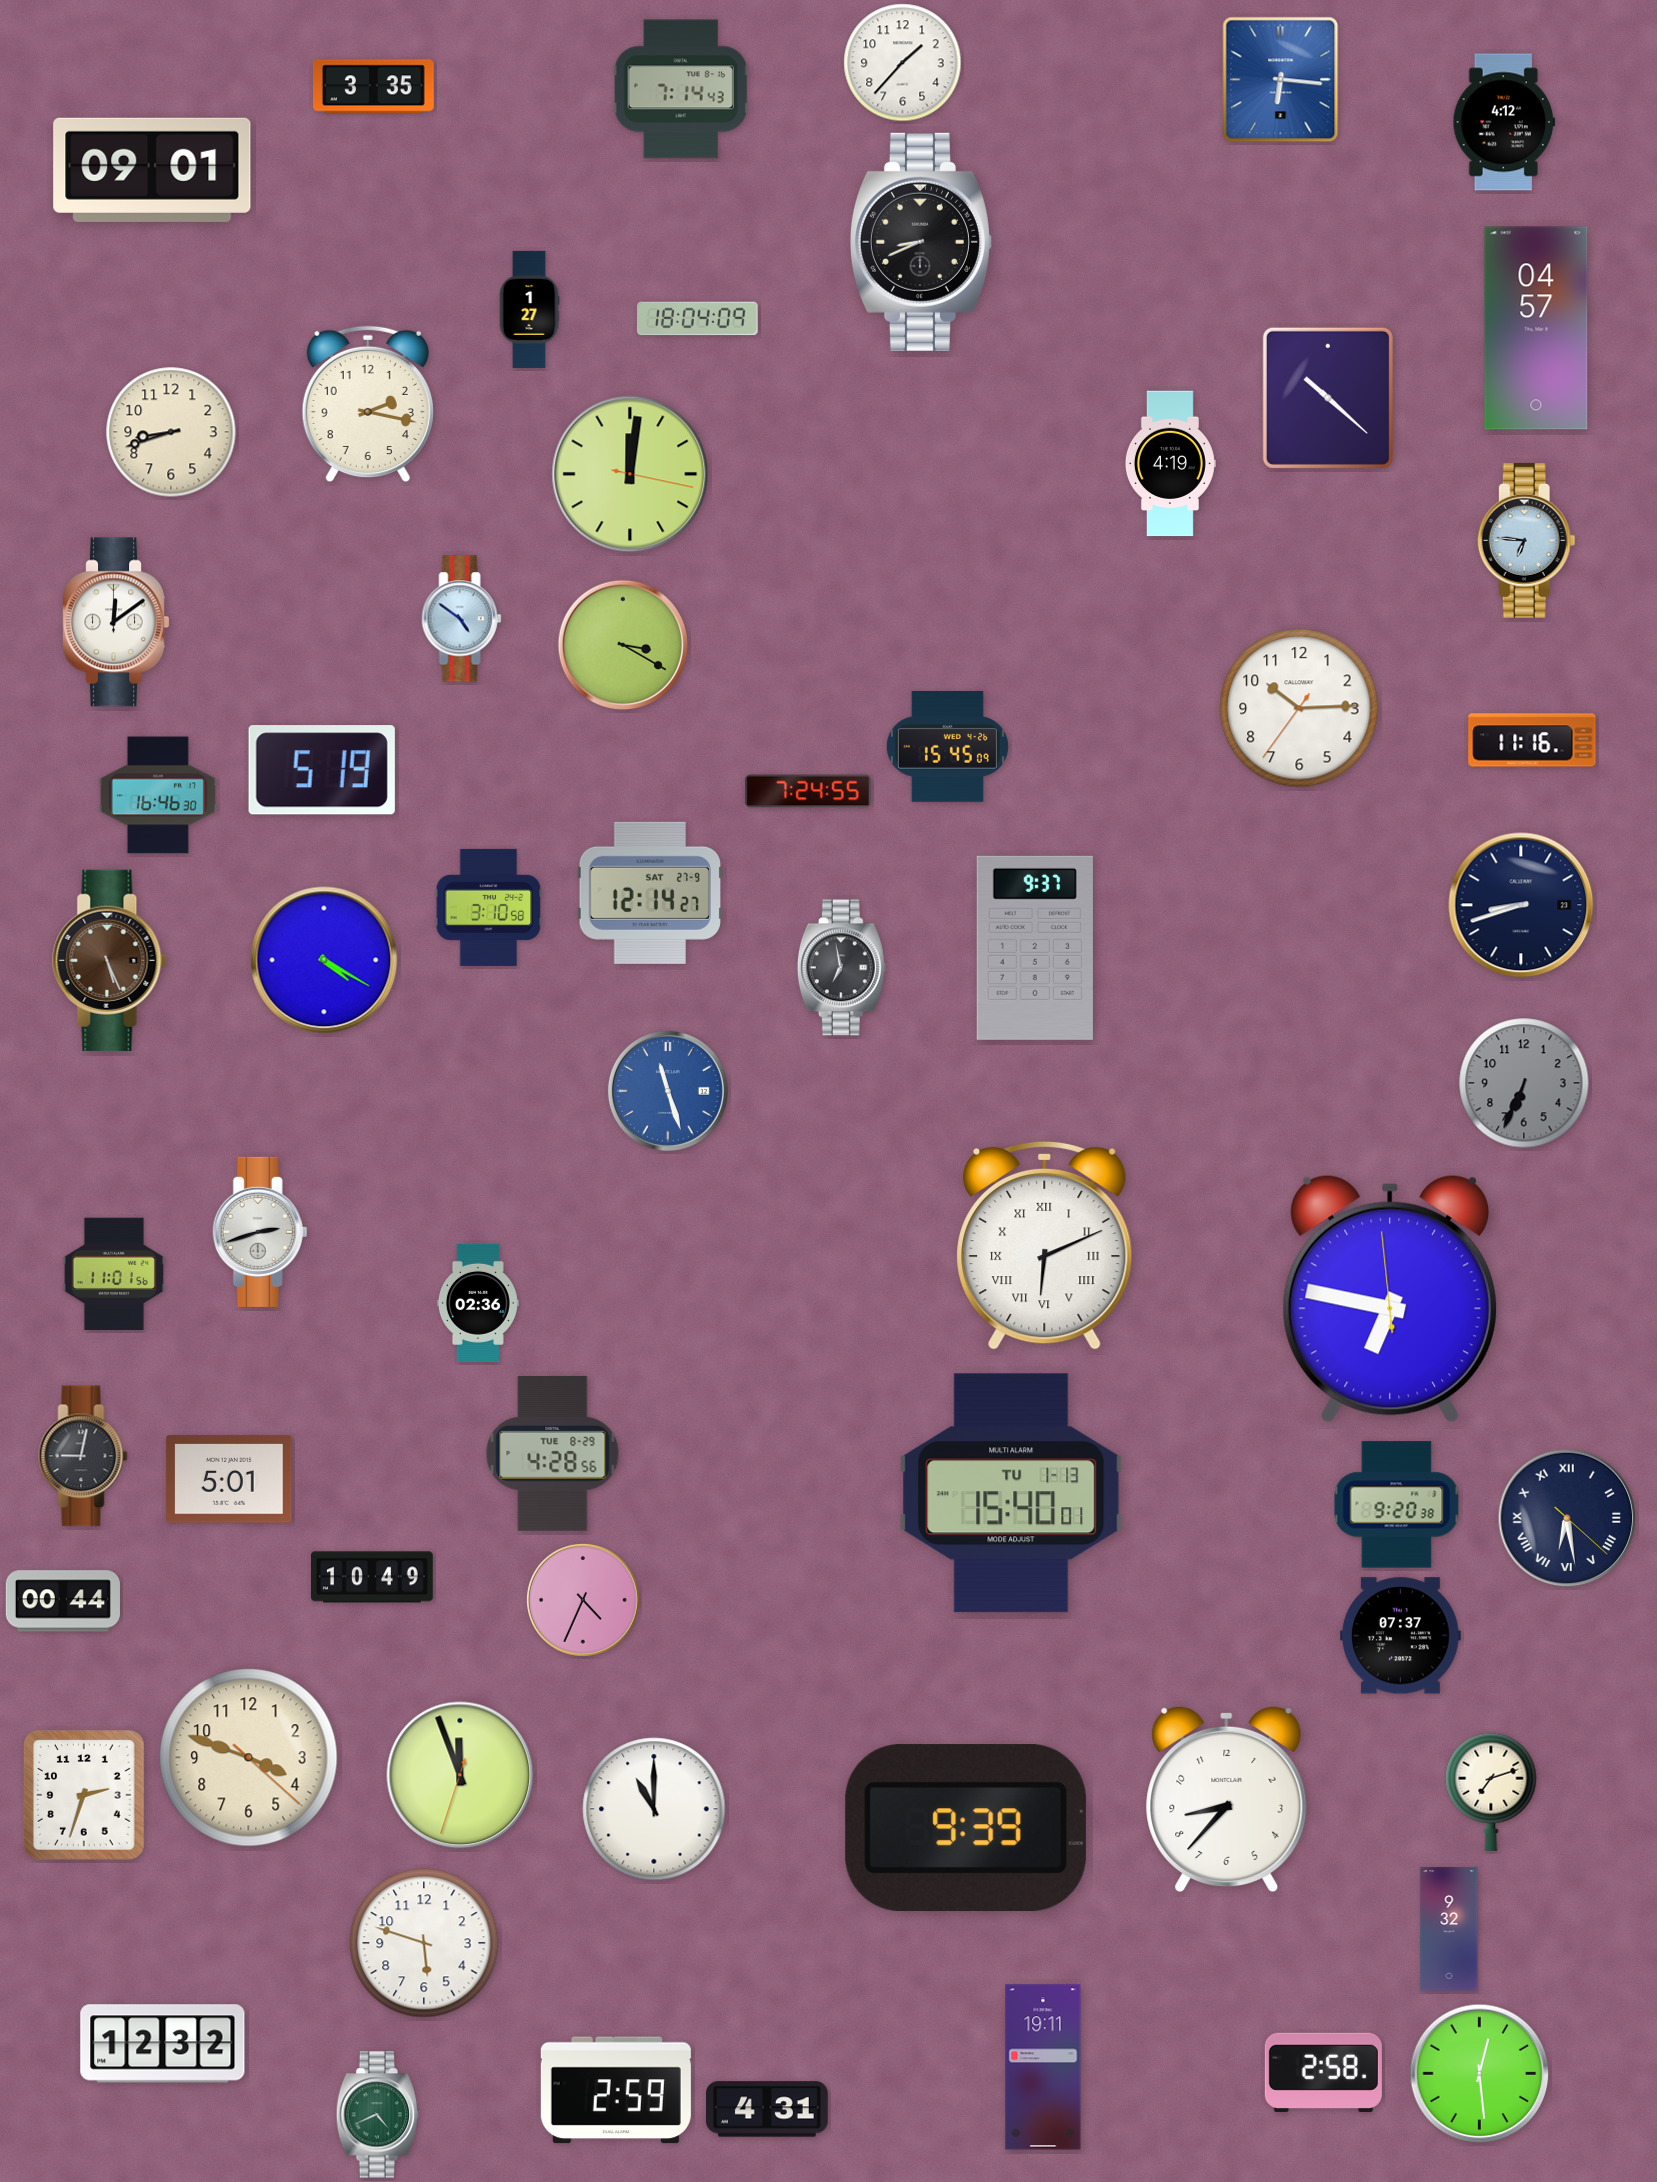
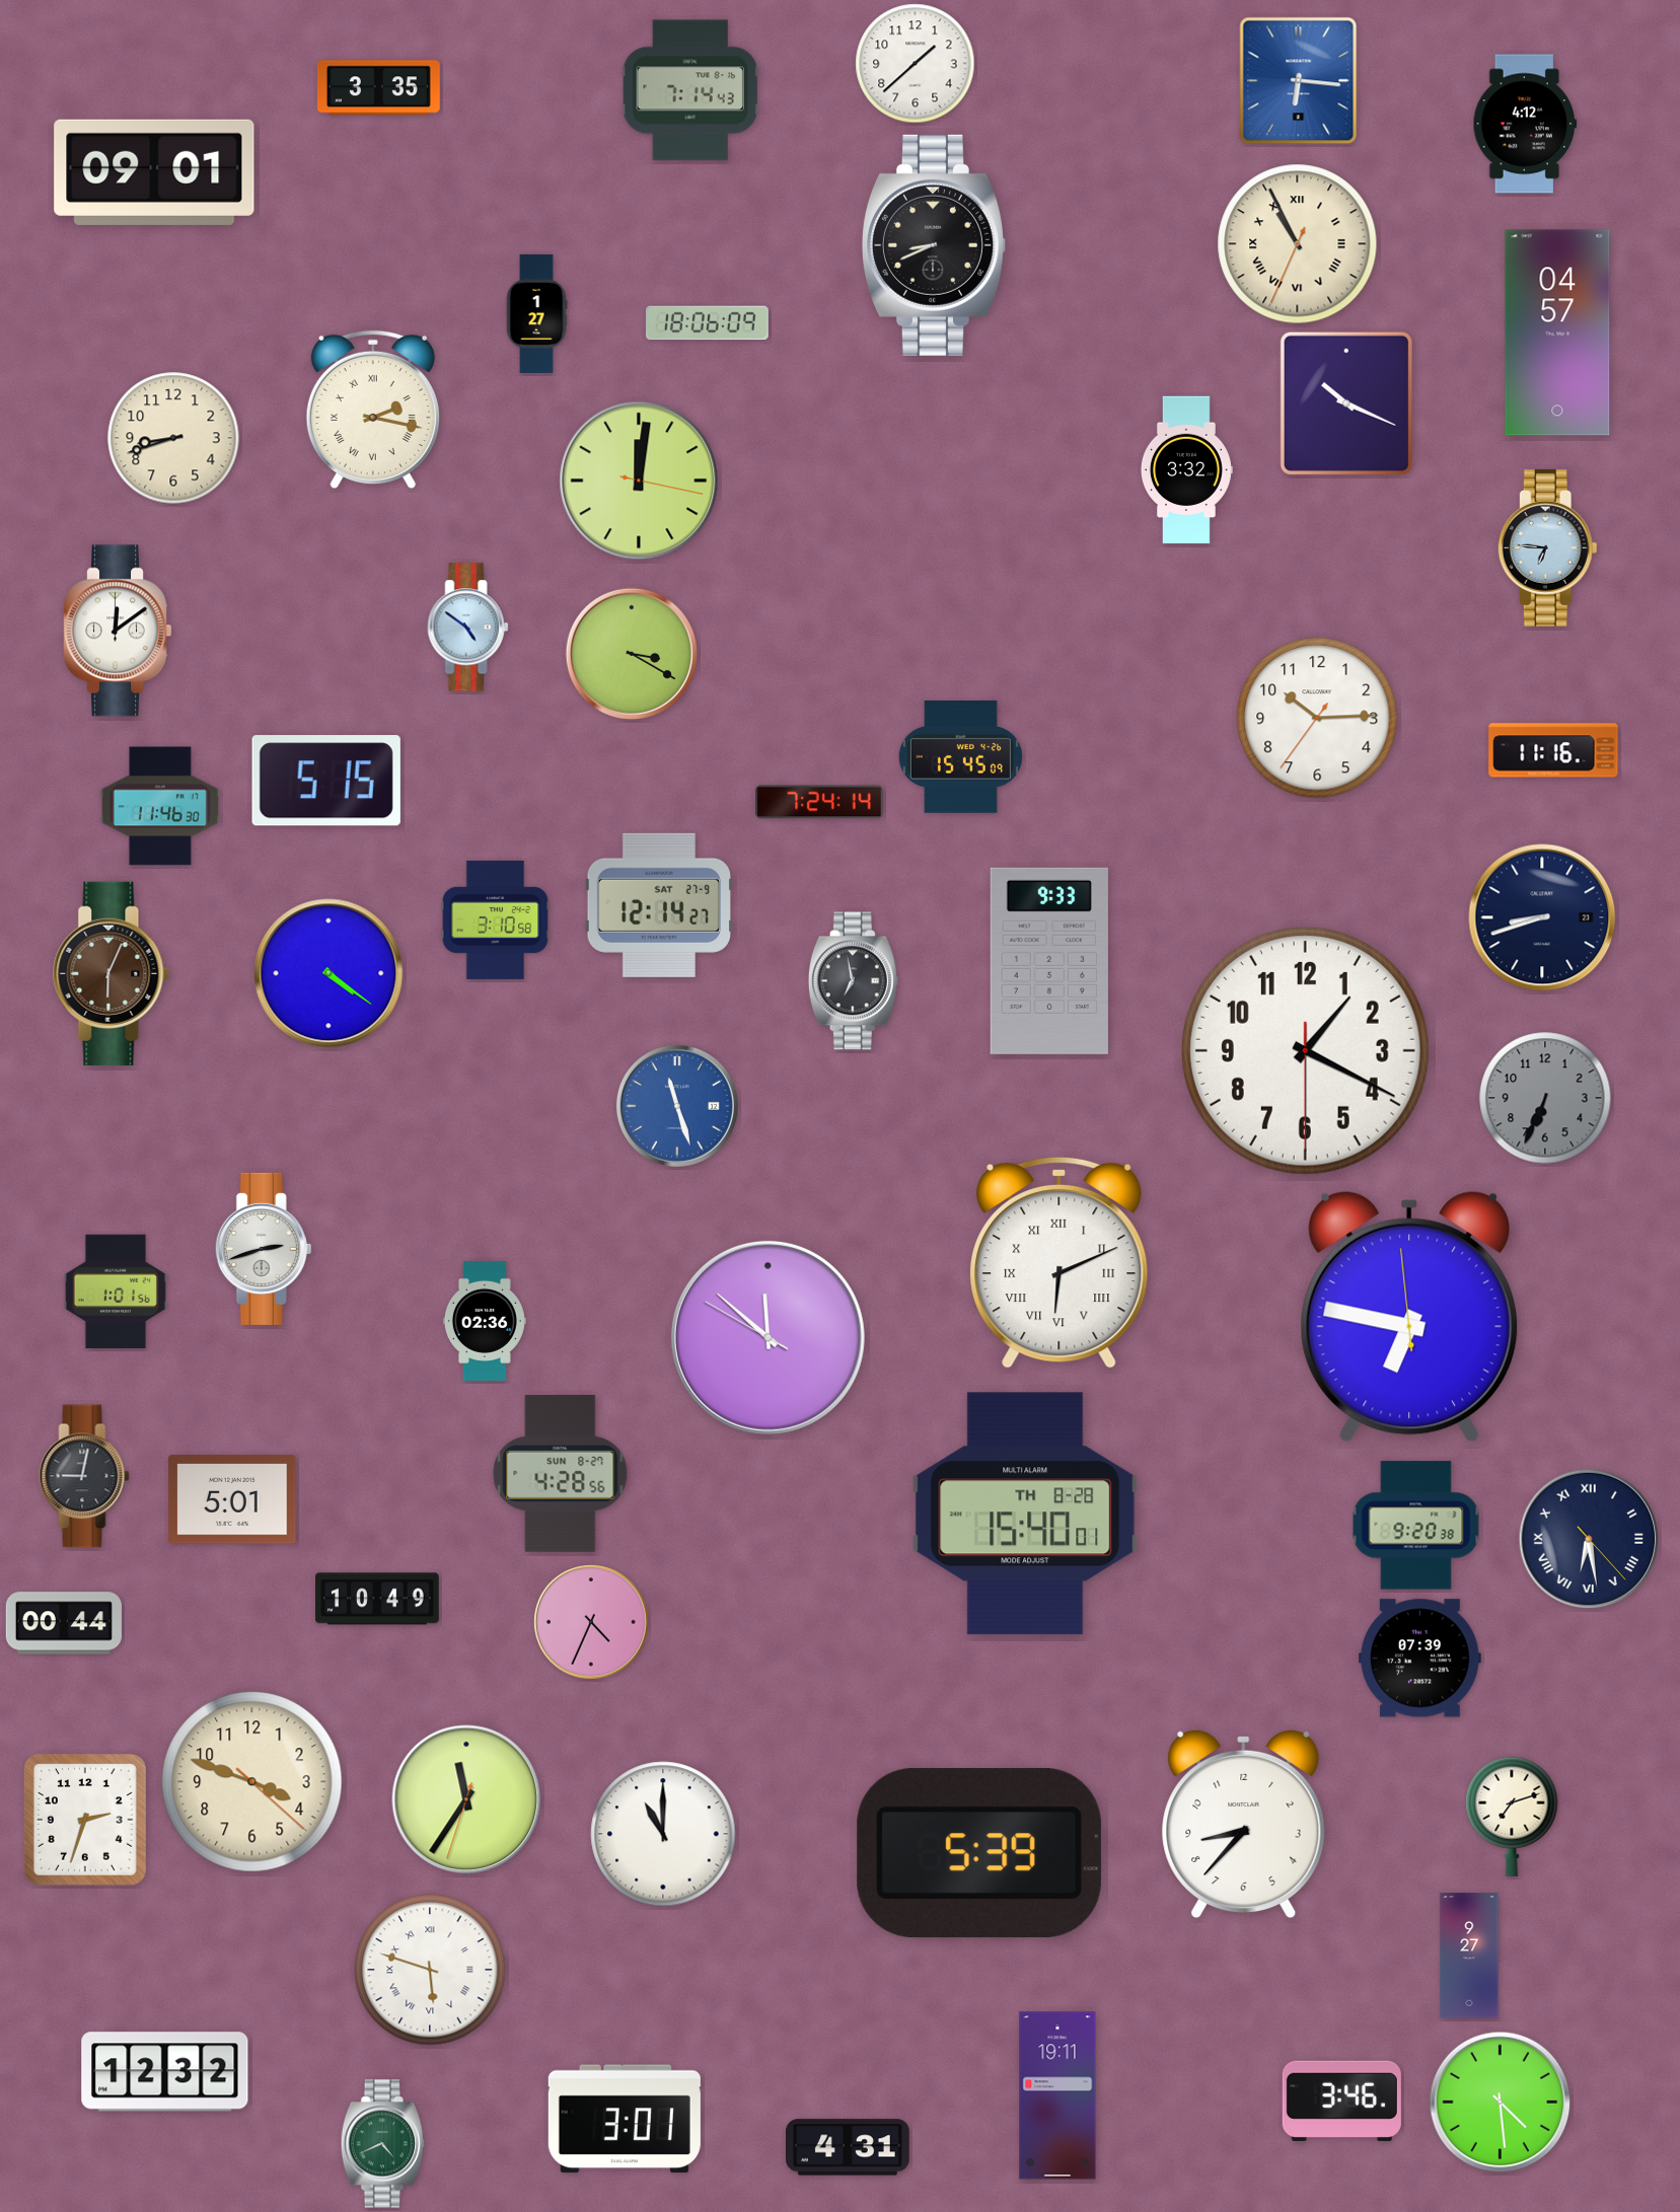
clock at (903, 63): 1:37 -> 1:38
clock at (1298, 244): none -> 10:55
clock at (697, 319): 18:04 -> 18:06
clock at (1328, 398): 10:22 -> 10:19
clock at (368, 404) numerals: Arabic -> Roman
clock at (1170, 464): 4:19 -> 3:32
clock at (322, 770): 5:19 -> 5:15
clock at (808, 791): 7:24:55 -> 7:24:14
clock at (158, 795): 16:46 -> 11:46
clock at (1035, 948): 9:37 -> 9:33
clock at (110, 960): 5:26 -> 6:04
clock at (324, 960): 4:20 -> 4:21
clock at (1305, 1050): none -> 1:19
clock at (114, 1274): 11:01 -> 1:01
clock at (768, 1337): none -> 11:51
clock at (553, 1453) date: TUE 8-29 -> SUN 8-27
clock at (1011, 1493) date: TU 1-13 -> TH 8-28
clock at (1567, 1518): 6:28:22 -> 6:28:23
clock at (1400, 1636): 07:37 -> 07:39
clock at (460, 1775): 11:56 -> 11:35
clock at (966, 1828): 9:39 -> 5:39
clock at (1449, 1929): 9:32 -> 9:27
clock at (424, 1943) numerals: Arabic -> Roman
clock at (1323, 2072): 2:58 -> 3:46
clock at (1480, 2074): 12:29 -> 4:29
clock at (616, 2090): 2:59 -> 3:01
clock at (768, 2109) position: (768, 2109) -> (849, 2147)
